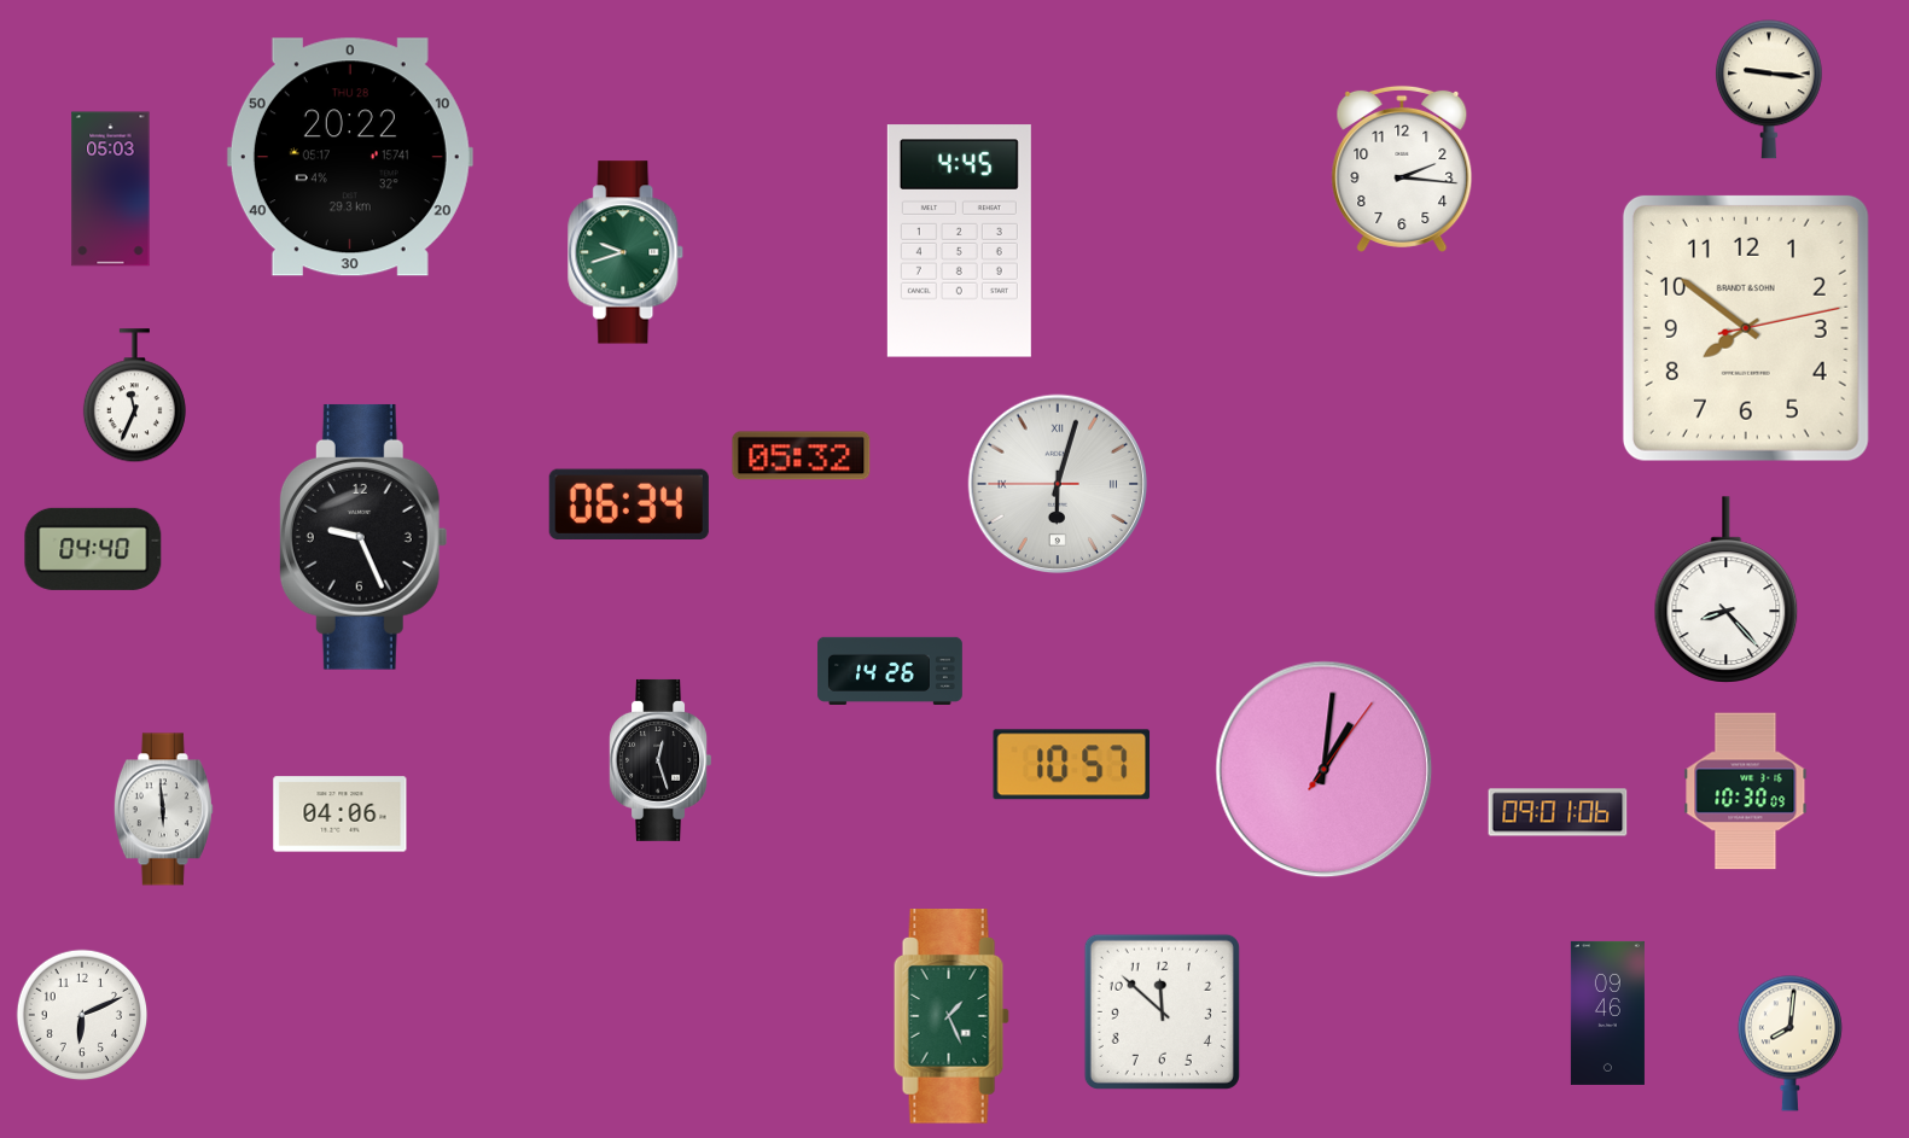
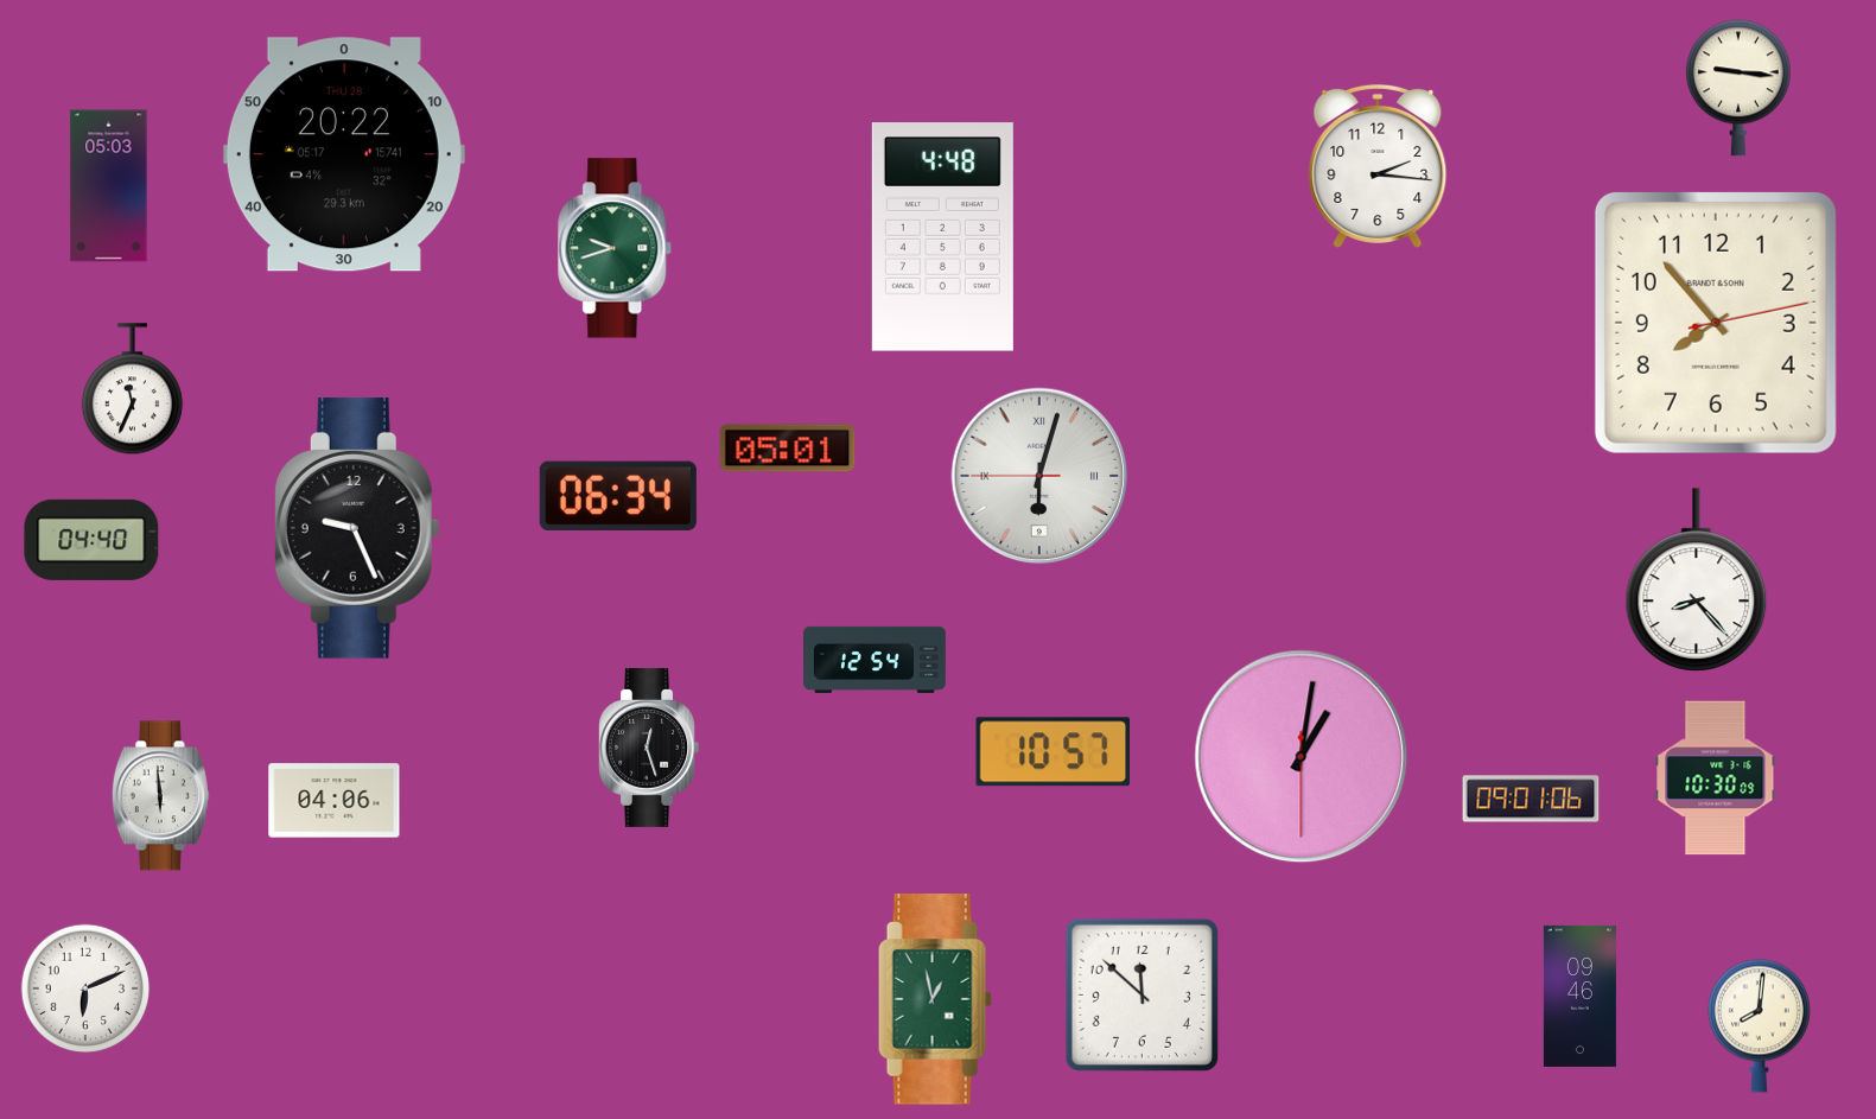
clock at (959, 241): 4:45 -> 4:48
clock at (1746, 328): 7:51 -> 7:53
clock at (802, 456): 05:32 -> 05:01
clock at (890, 671): 14:26 -> 12:54
clock at (1325, 770): 1:01:06 -> 1:01:30
clock at (82, 1015) position: (82, 1015) -> (85, 988)
clock at (951, 1017): 1:26 -> 12:58
